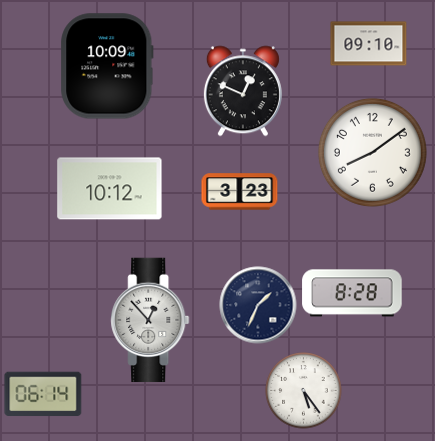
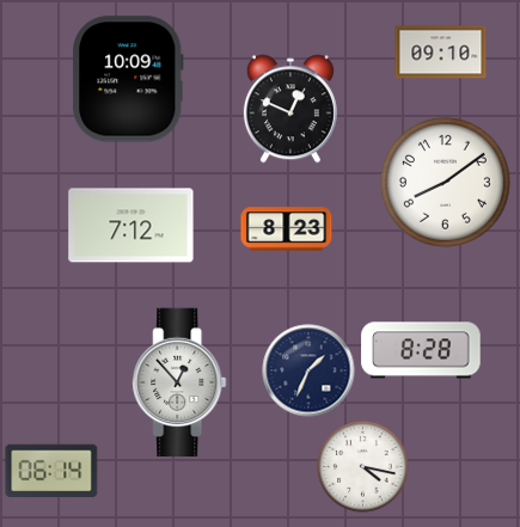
clock at (110, 189): 10:12 -> 7:12
clock at (240, 192): 3:23 -> 8:23
clock at (258, 305) position: (258, 305) -> (308, 370)
clock at (304, 391): 5:24 -> 4:17
